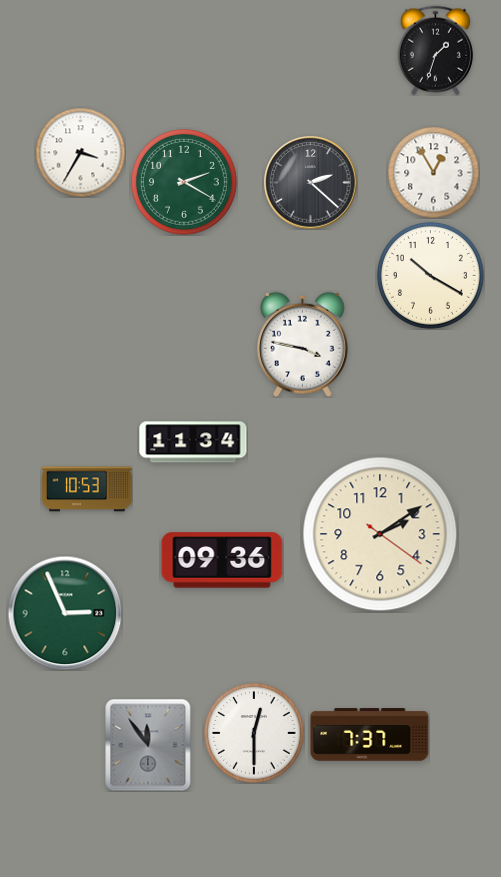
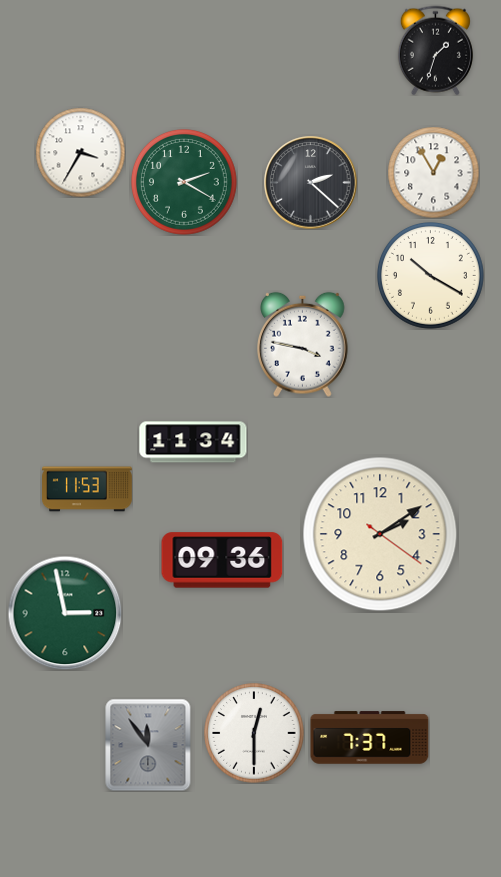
clock at (88, 489): 10:53 -> 11:53
clock at (65, 613): 2:56 -> 2:58
clock at (370, 735) position: (370, 735) -> (370, 738)
